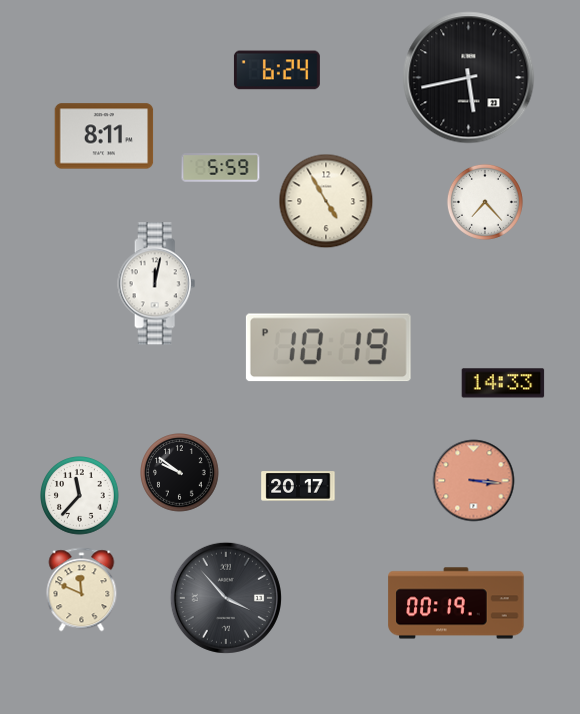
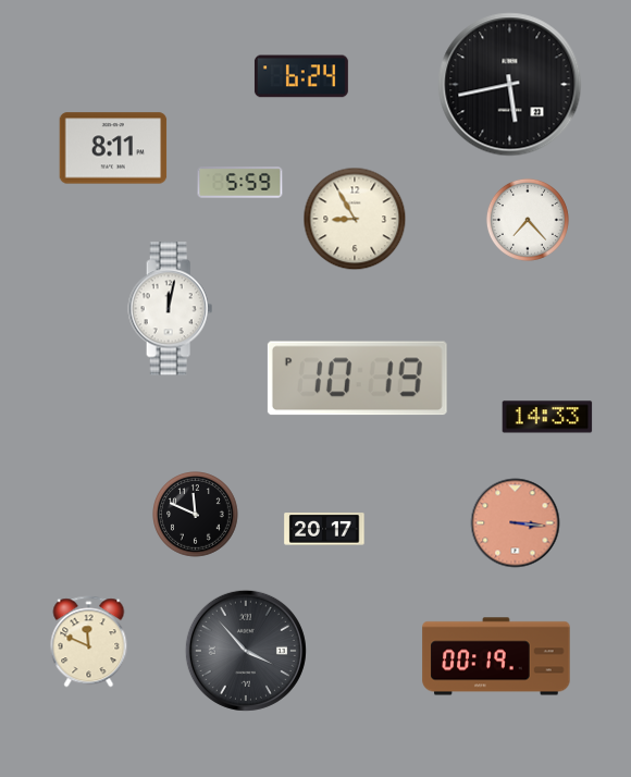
clock at (326, 201): 4:55 -> 8:55
clock at (180, 473): 9:51 -> 11:49
clock at (80, 496): 11:37 -> none
